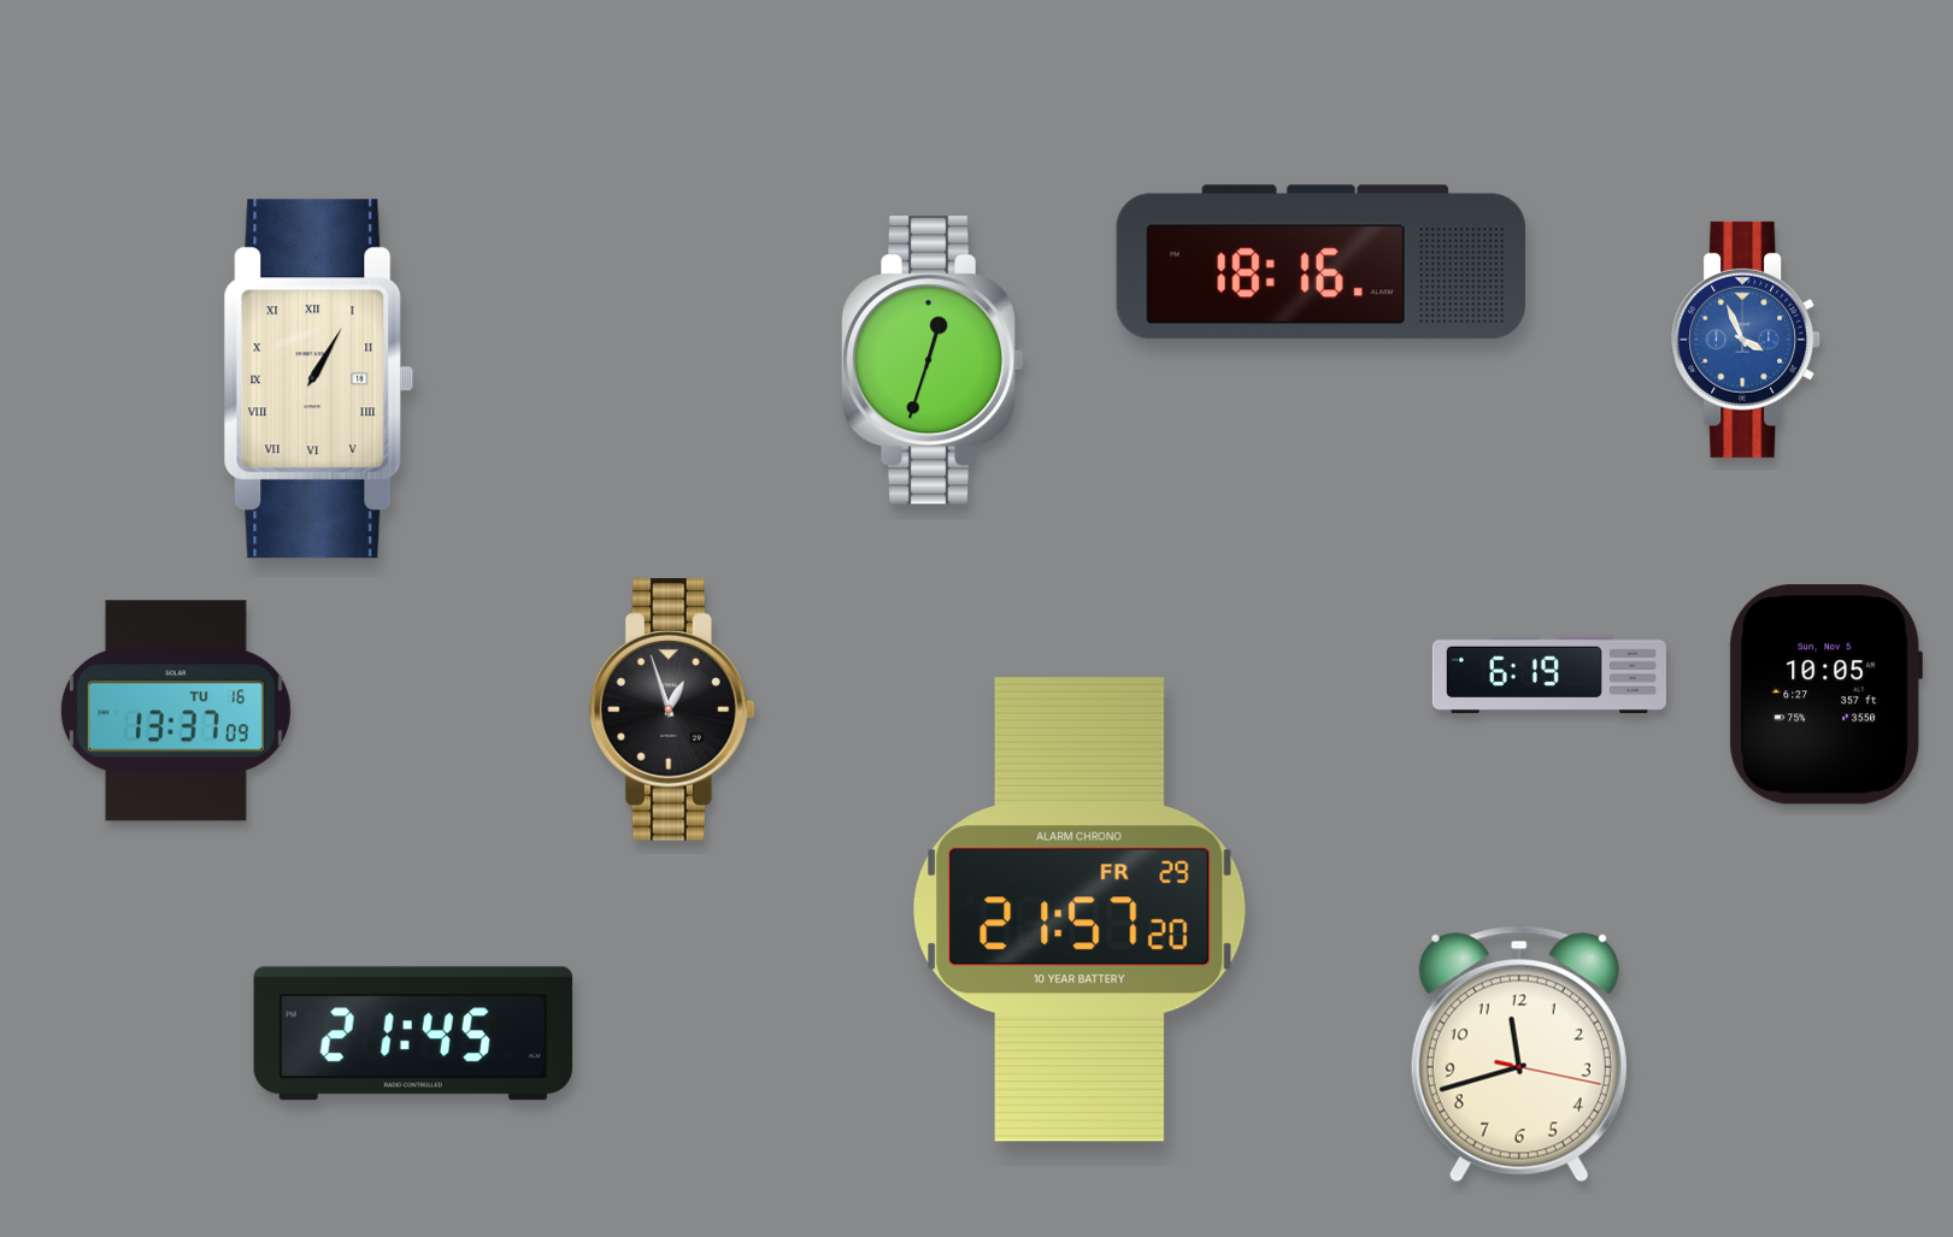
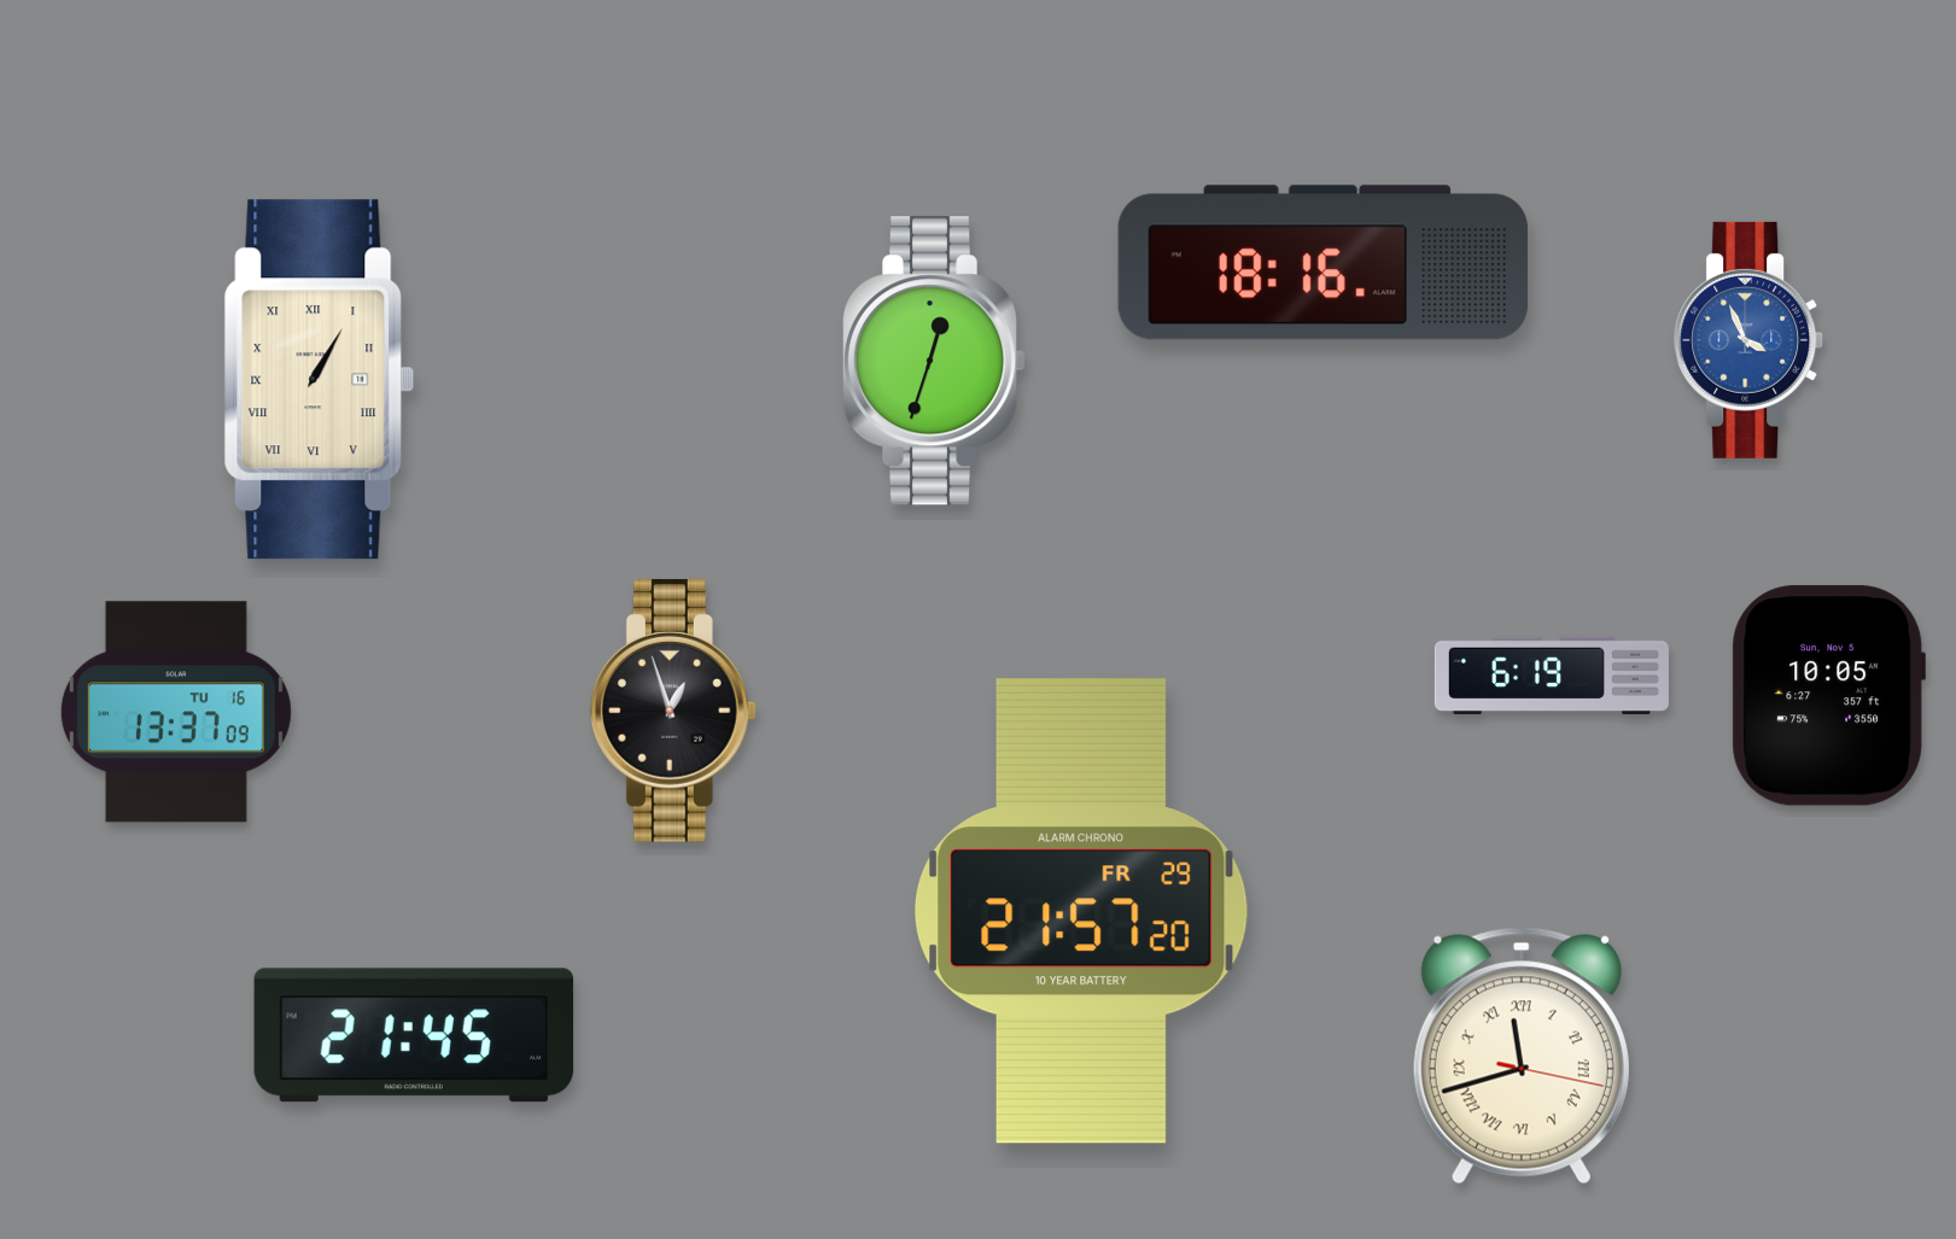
clock at (1519, 1054) numerals: Arabic -> Roman
